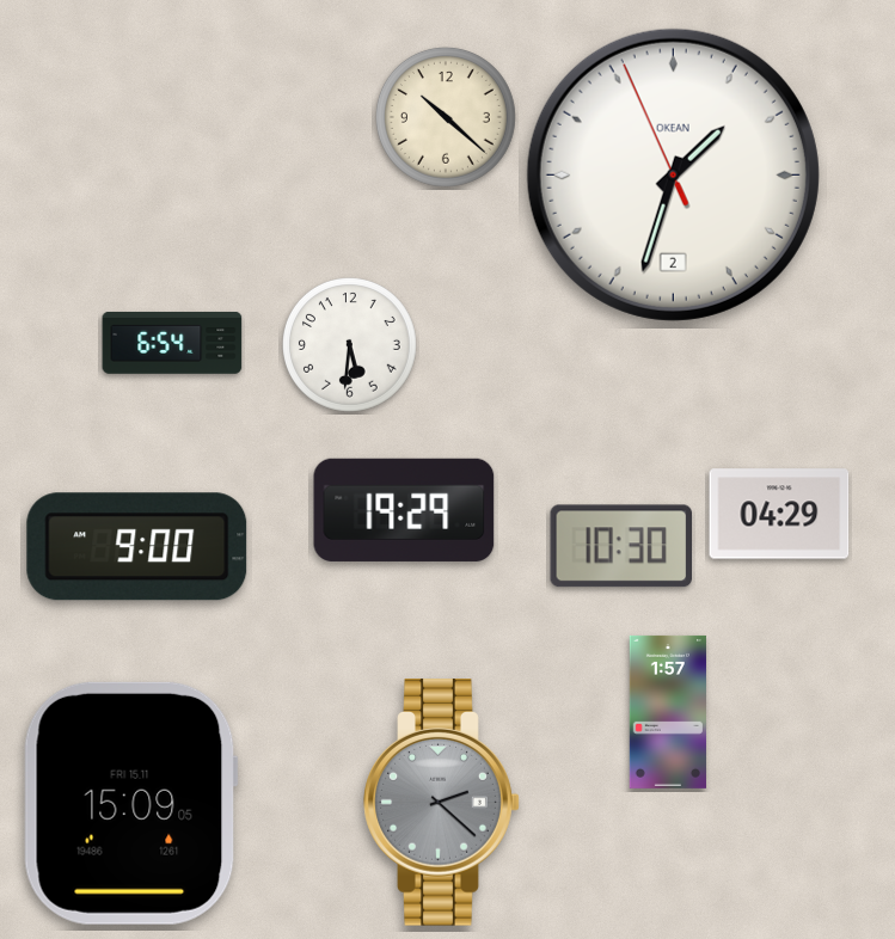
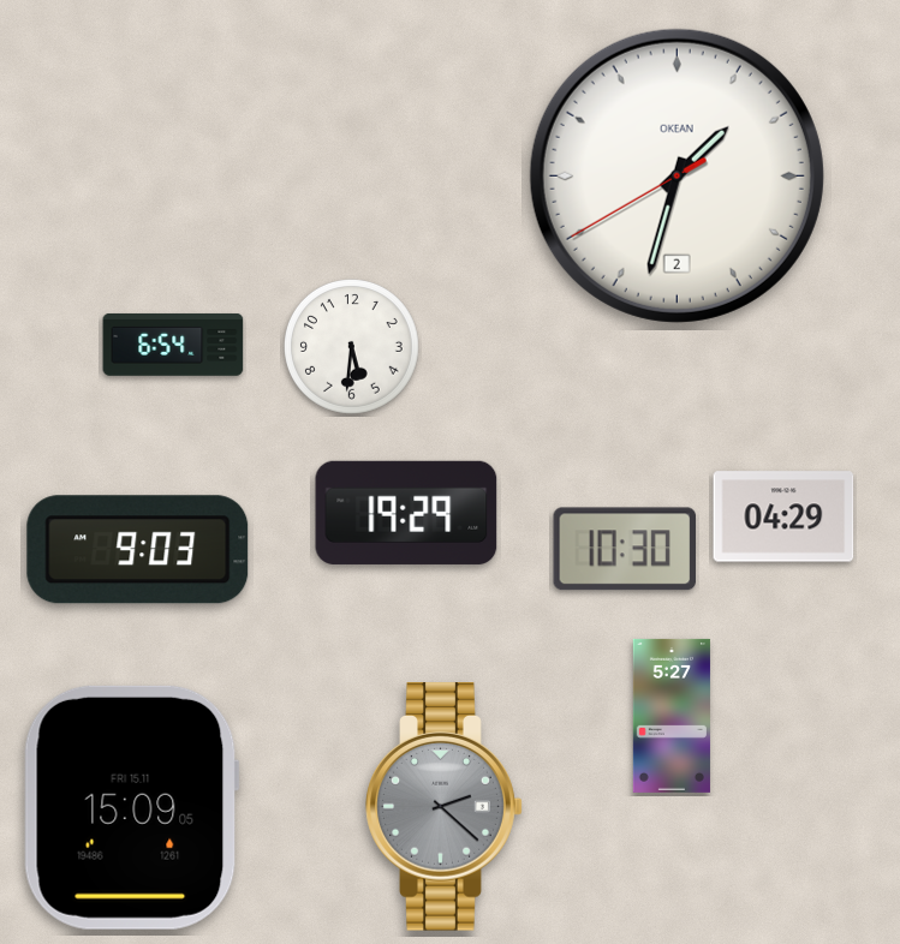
clock at (446, 117): 10:22 -> none
clock at (673, 174): 1:32:56 -> 1:32:40
clock at (137, 547): 9:00 -> 9:03
clock at (668, 712): 1:57 -> 5:27
